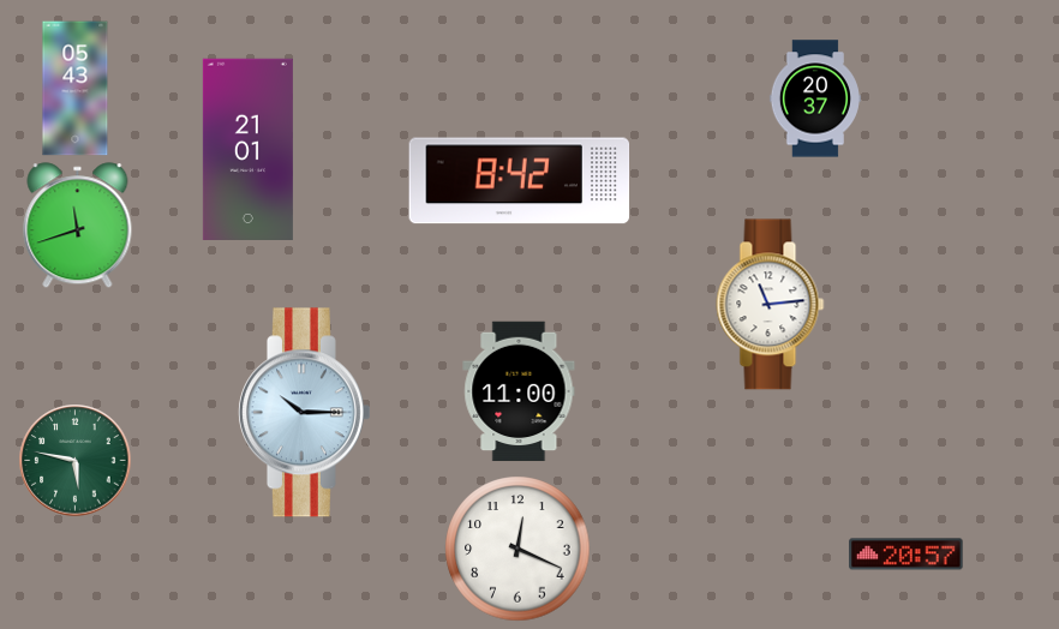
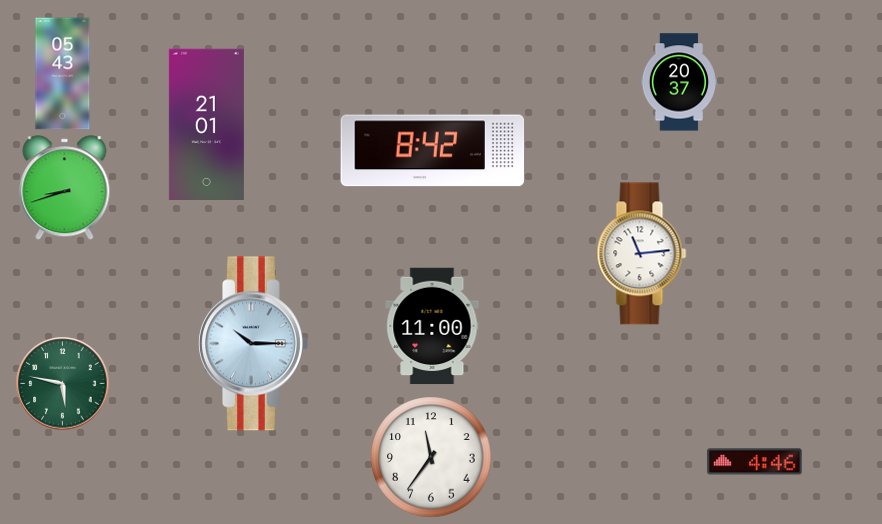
clock at (78, 226): 11:42 -> 8:42
clock at (517, 549): 12:19 -> 11:36
clock at (907, 555): 20:57 -> 4:46
